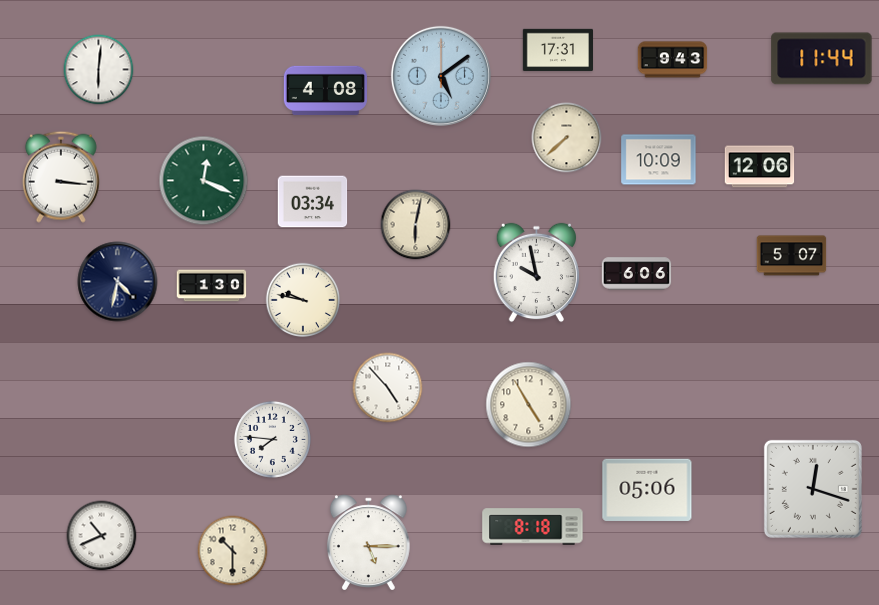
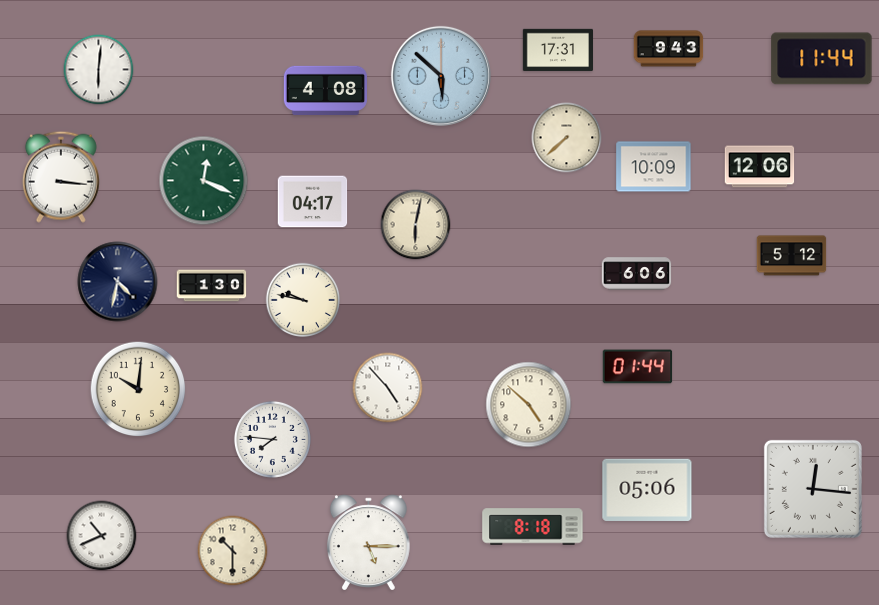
clock at (673, 60) position: (673, 60) -> (669, 49)
clock at (441, 76): 5:09 -> 5:52
clock at (659, 160) position: (659, 160) -> (654, 167)
clock at (313, 202): 03:34 -> 04:17
clock at (792, 256): 5:07 -> 5:12
clock at (536, 273): 9:58 -> none
clock at (638, 367): none -> 01:44
clock at (138, 389): none -> 10:01
clock at (529, 405): 4:55 -> 4:52
clock at (813, 489): 12:18 -> 12:16
